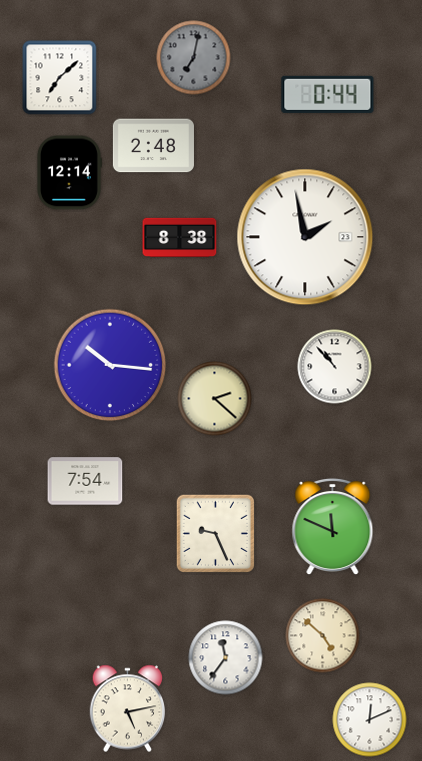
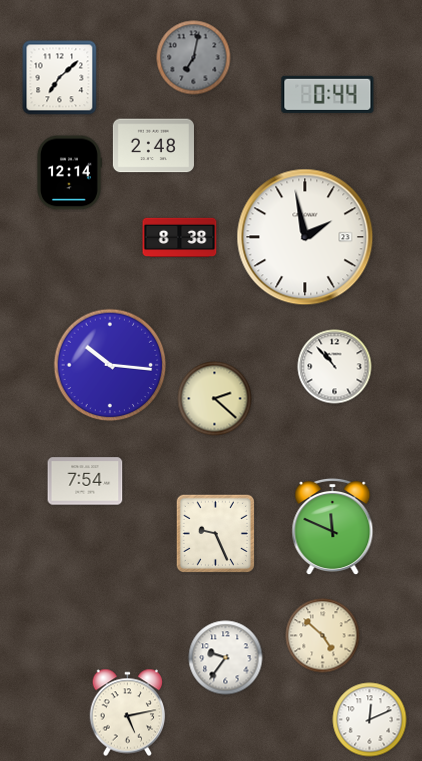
clock at (226, 658): 11:36 -> 9:36
clock at (128, 709) position: (128, 709) -> (128, 713)
